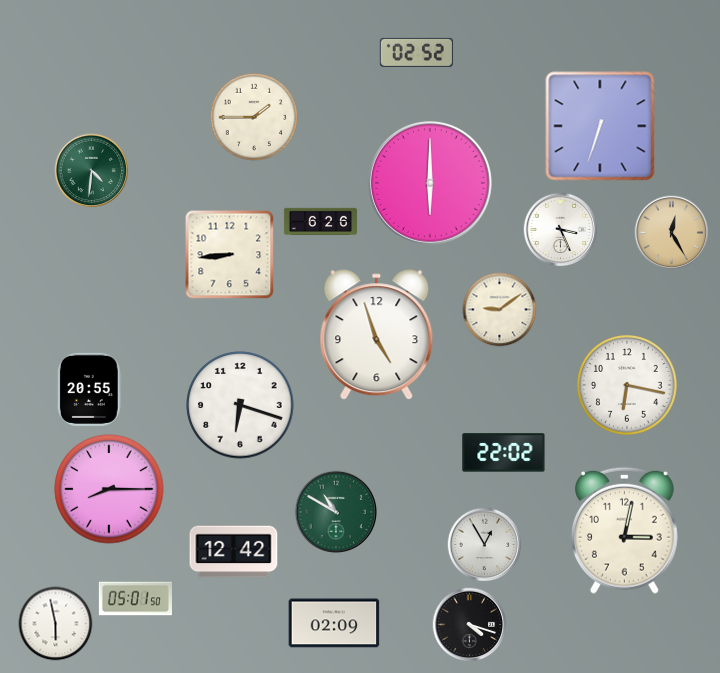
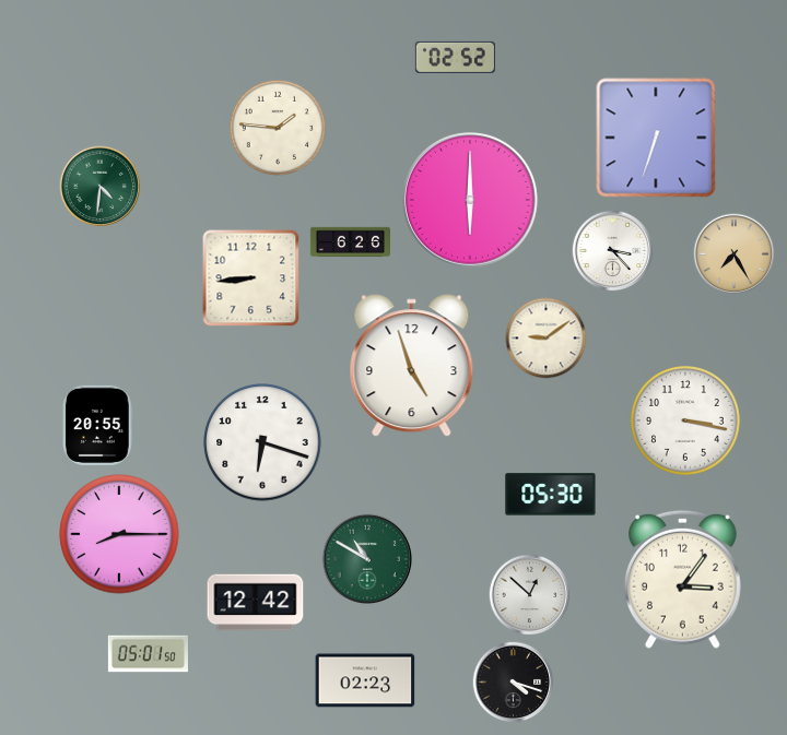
clock at (253, 116): 1:45 -> 1:46
clock at (561, 230): 3:26 -> 3:23
clock at (672, 233): 12:25 -> 7:25
clock at (628, 386): 6:17 -> 3:17
clock at (504, 453): 22:02 -> 05:30
clock at (624, 530): 3:02 -> 3:06
clock at (485, 545): 12:55 -> 12:52
clock at (334, 623): 02:09 -> 02:23
clock at (56, 624): 5:58 -> none
